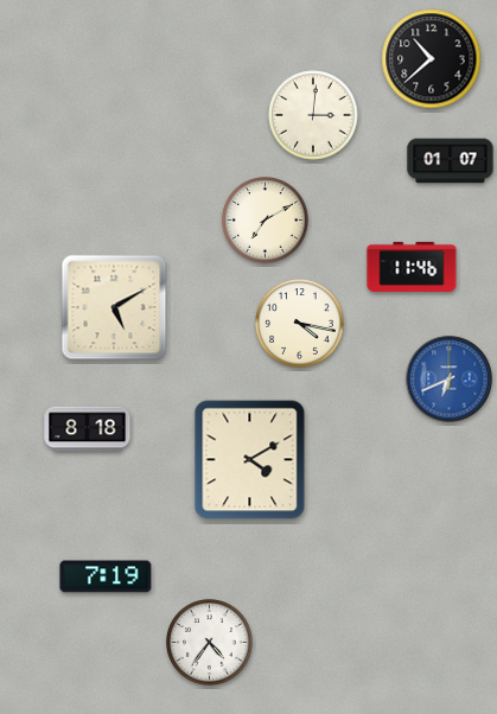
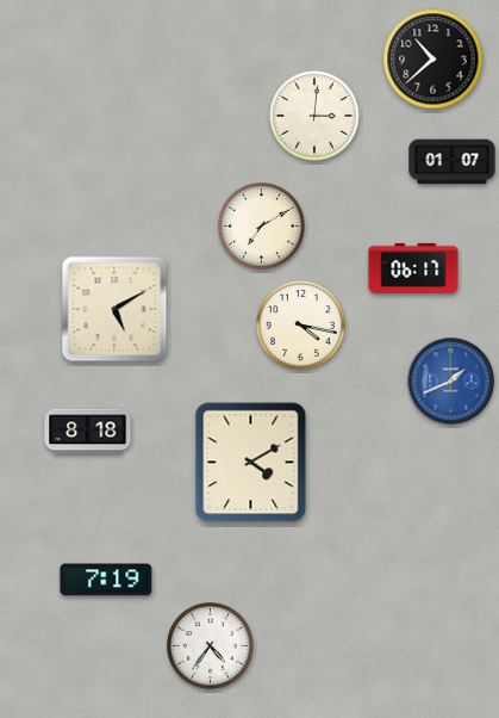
clock at (266, 221) position: (266, 221) -> (262, 227)
clock at (412, 267): 11:46 -> 06:17
clock at (450, 380): 6:41 -> 1:41
